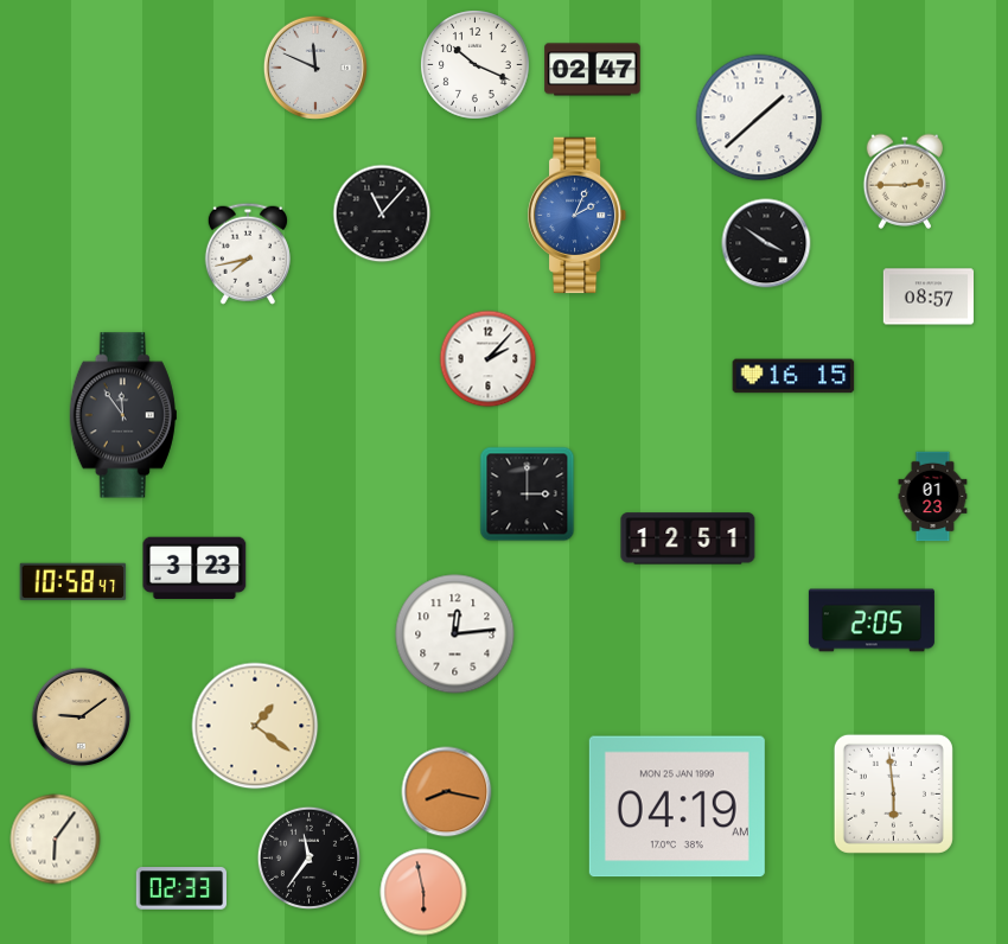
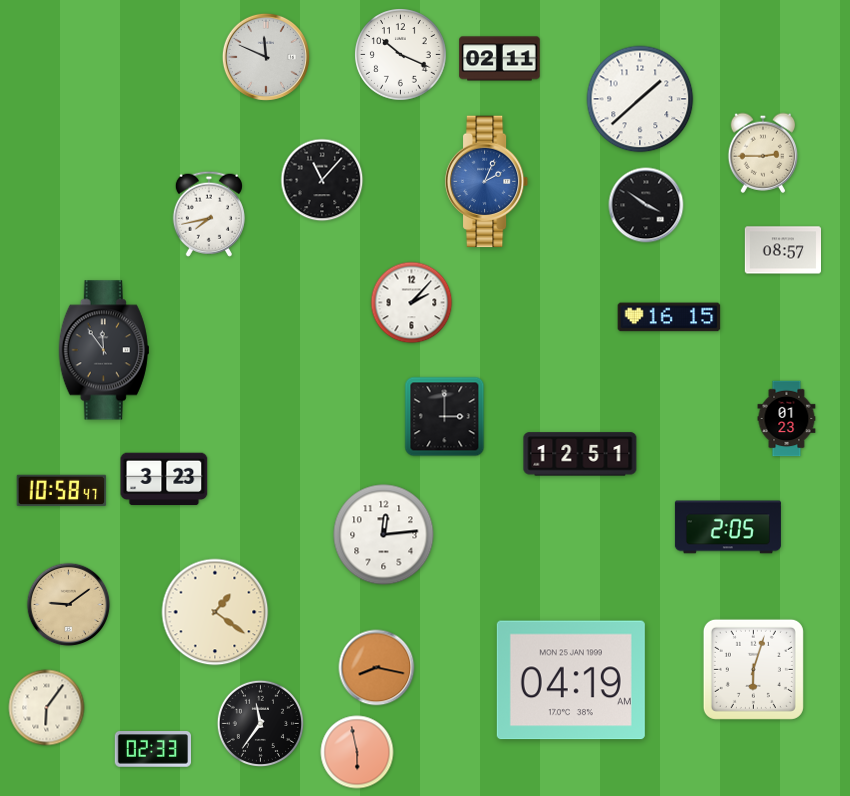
clock at (593, 70): 02:47 -> 02:11
clock at (872, 620) position: (872, 620) -> (728, 527)
clock at (893, 793): 5:59 -> 6:03
